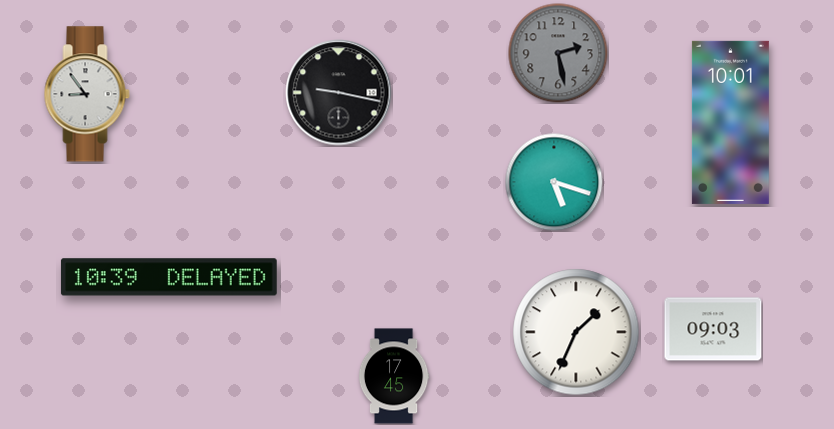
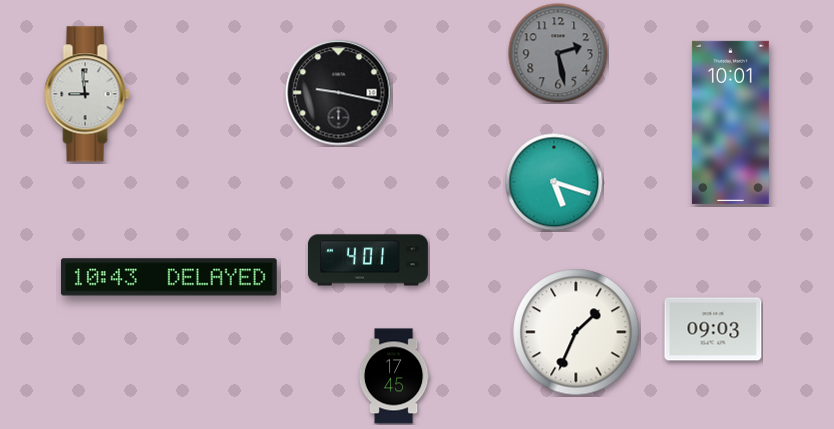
clock at (87, 94): 8:54 -> 8:59
clock at (368, 260): none -> 4:01
clock at (169, 277): 10:39 -> 10:43
